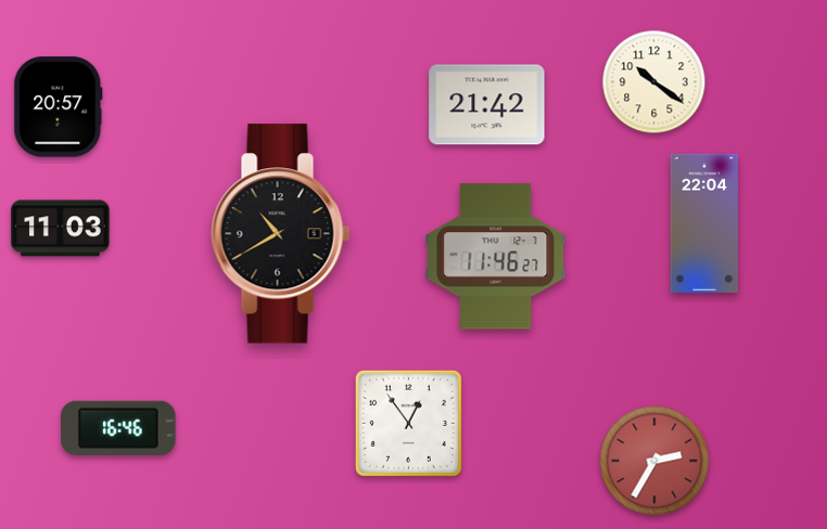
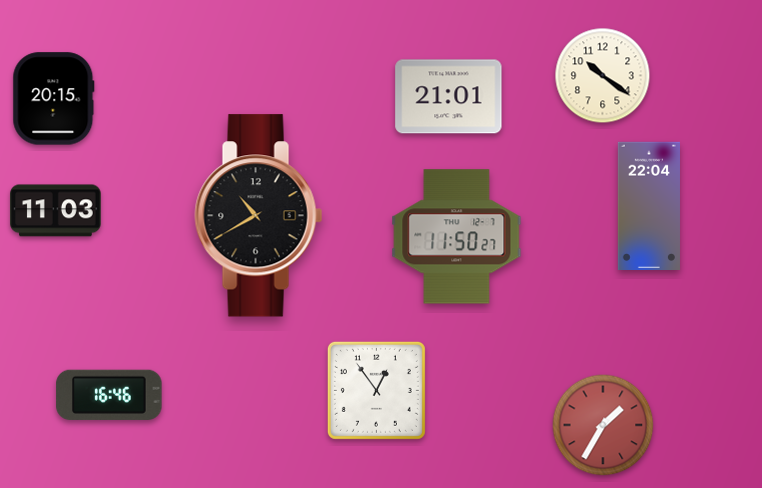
clock at (487, 105): 21:42 -> 21:01
clock at (59, 107): 20:57 -> 20:15
clock at (496, 257): 11:46 -> 11:50
clock at (654, 461): 2:35 -> 1:35
